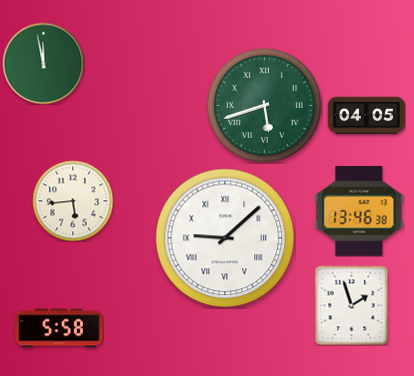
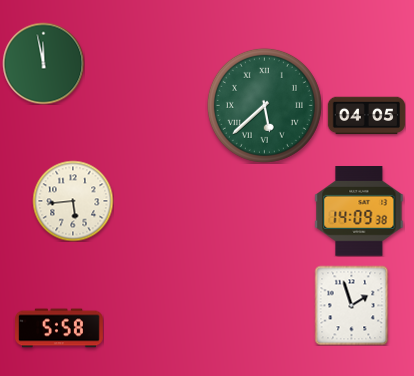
clock at (264, 105): 5:42 -> 5:38
clock at (359, 212): 13:46 -> 14:09
clock at (225, 238): 9:08 -> none
